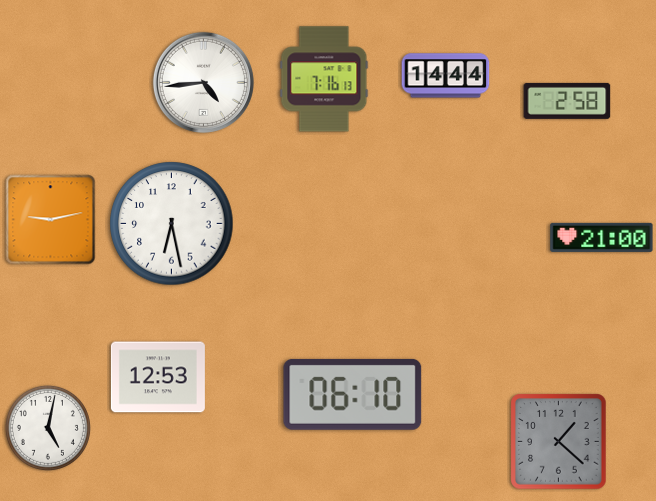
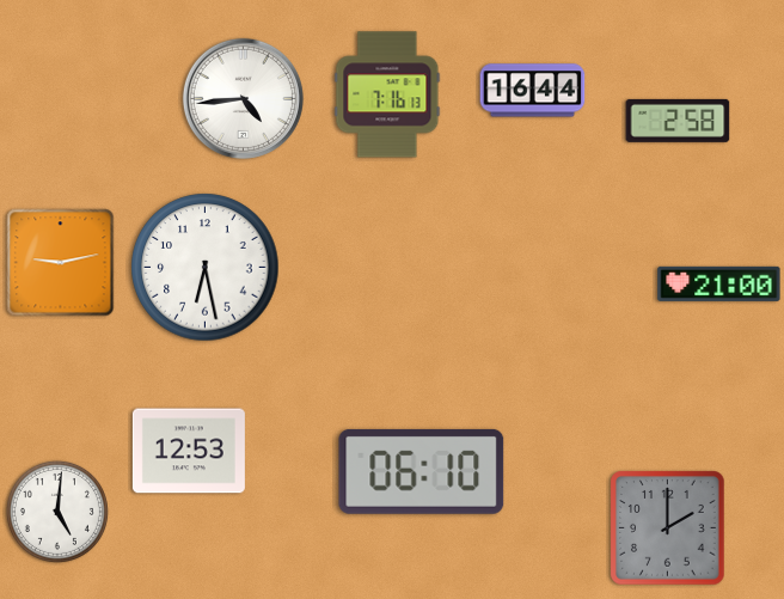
clock at (446, 76): 14:44 -> 16:44
clock at (48, 428): 5:02 -> 5:01
clock at (559, 442): 1:22 -> 2:00
